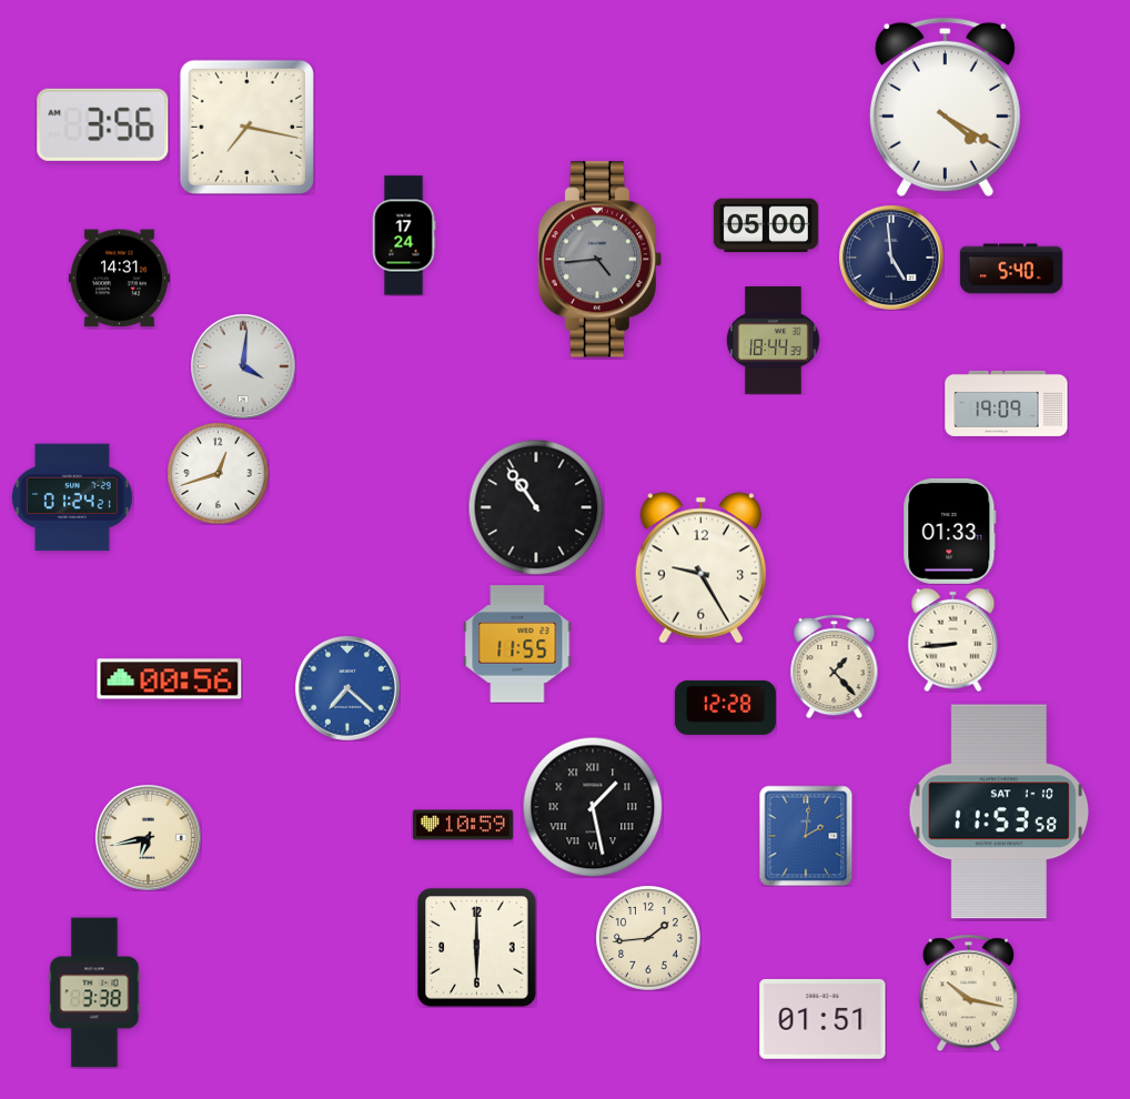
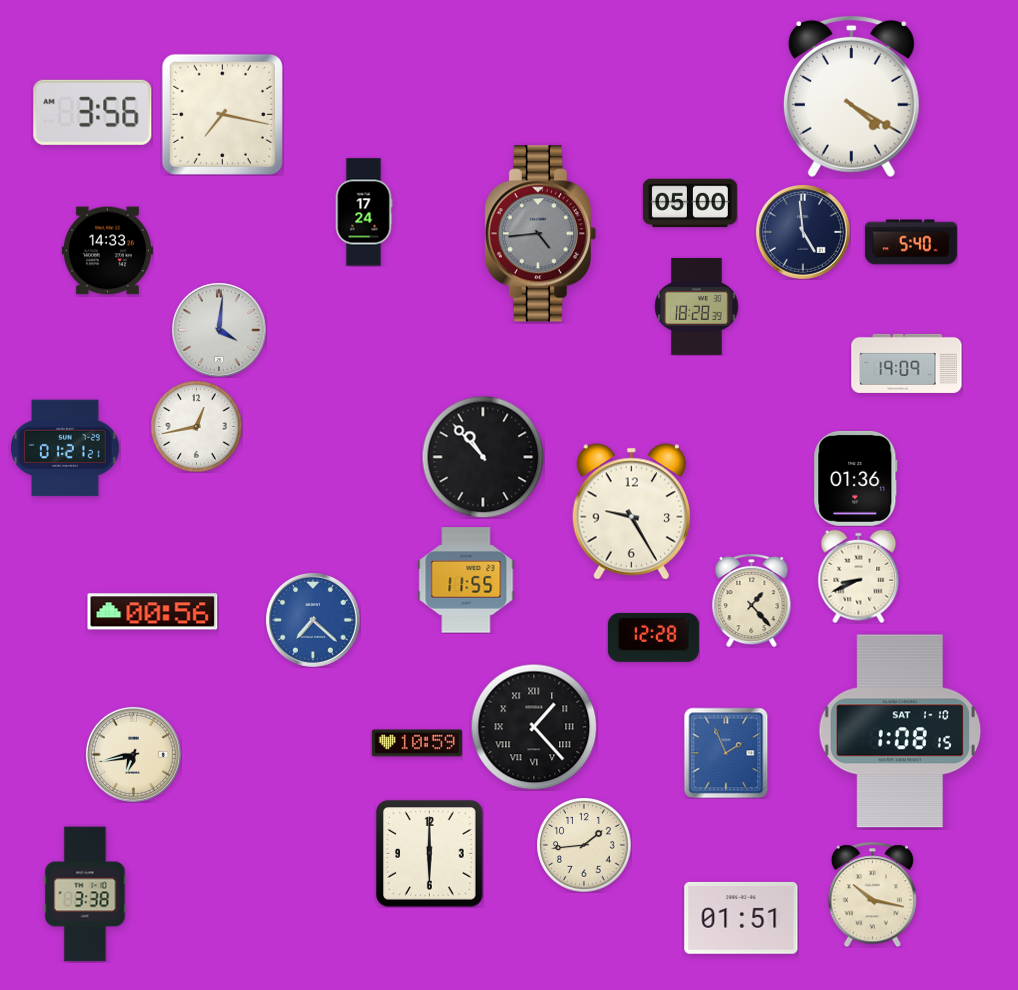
clock at (119, 279): 14:31 -> 14:33
clock at (774, 341): 18:44 -> 18:28
clock at (218, 473): 12:42 -> 12:43
clock at (73, 497): 01:24 -> 01:21
clock at (536, 507): 10:54 -> 10:53
clock at (950, 531): 01:33 -> 01:36
clock at (954, 639): 8:44 -> 8:41
clock at (593, 807): 1:28 -> 1:23
clock at (998, 811): 11:53 -> 1:08
clock at (806, 836): 2:01 -> 1:56
